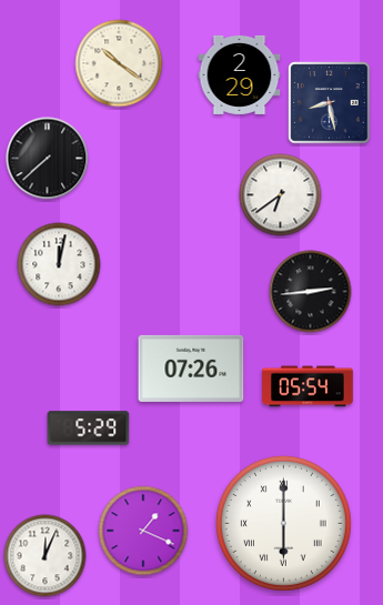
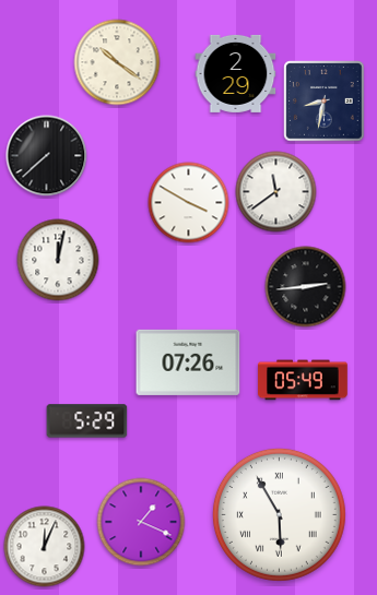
clock at (330, 103): 8:28 -> 8:32
clock at (281, 195): 6:39 -> 11:39
clock at (189, 203): none -> 3:50
clock at (308, 386): 05:54 -> 05:49
clock at (283, 523): 6:00 -> 5:55
